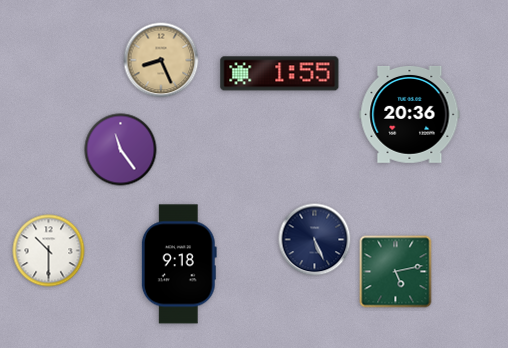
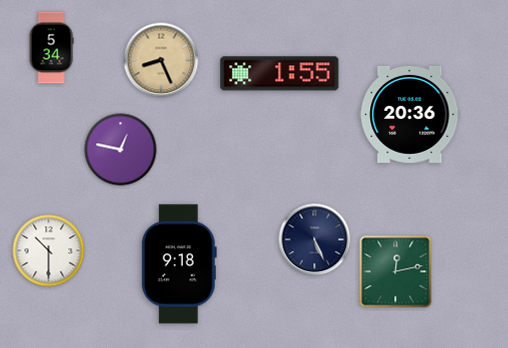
clock at (51, 48): none -> 5:34
clock at (121, 150): 11:24 -> 12:47
clock at (396, 272): 5:13 -> 12:13
